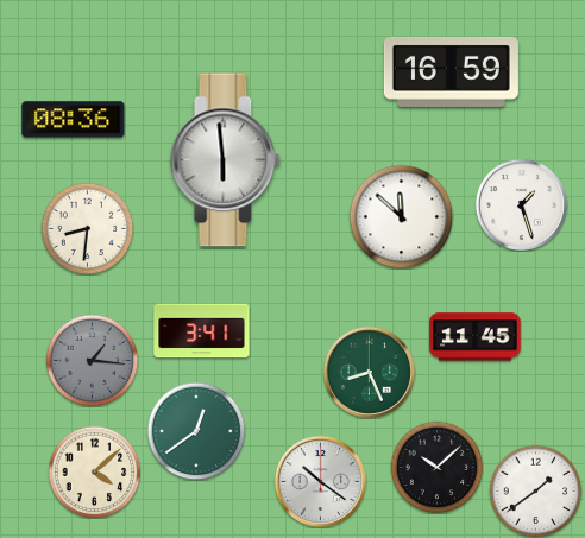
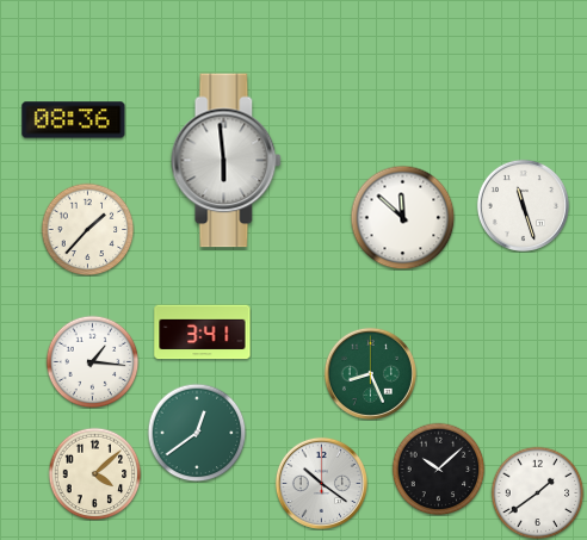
clock at (451, 71): 16:59 -> none
clock at (521, 204): 1:27 -> 11:27
clock at (87, 228): 8:31 -> 1:37
clock at (476, 337): 11:45 -> none
clock at (92, 360) dial: grey -> white
